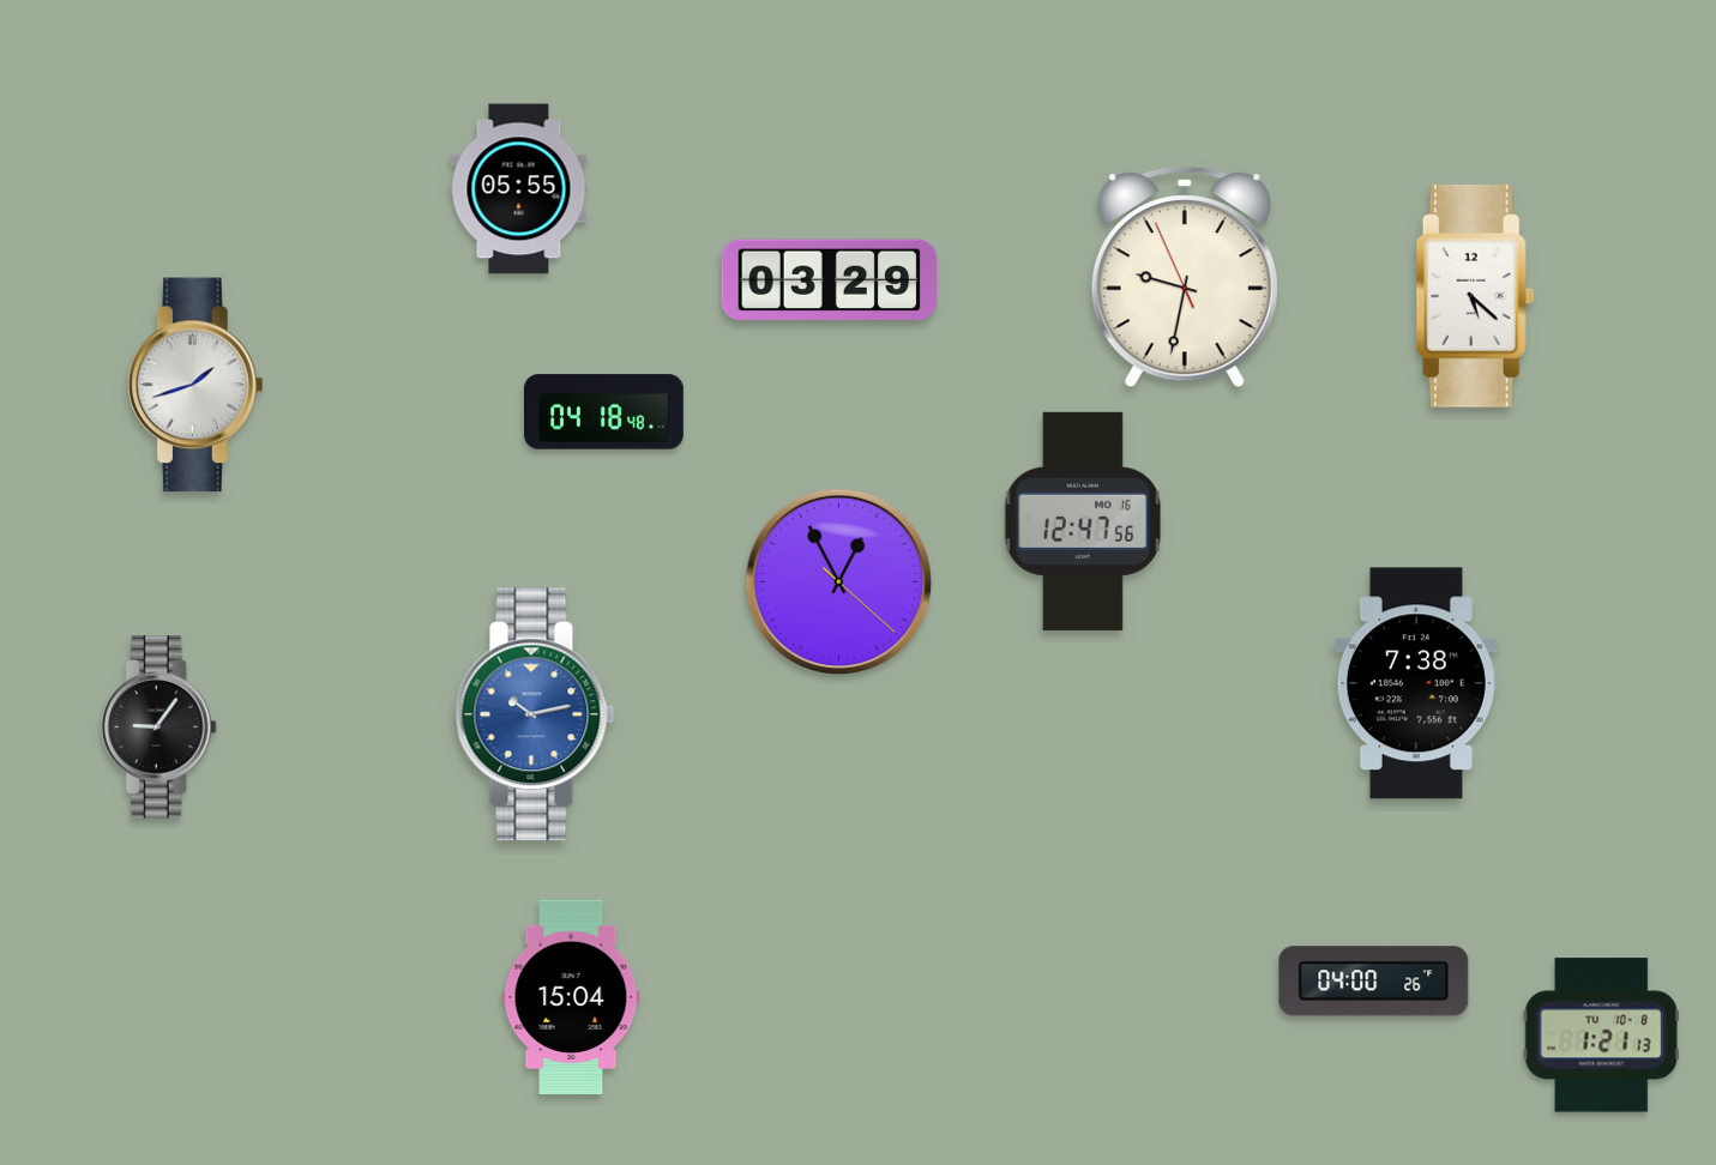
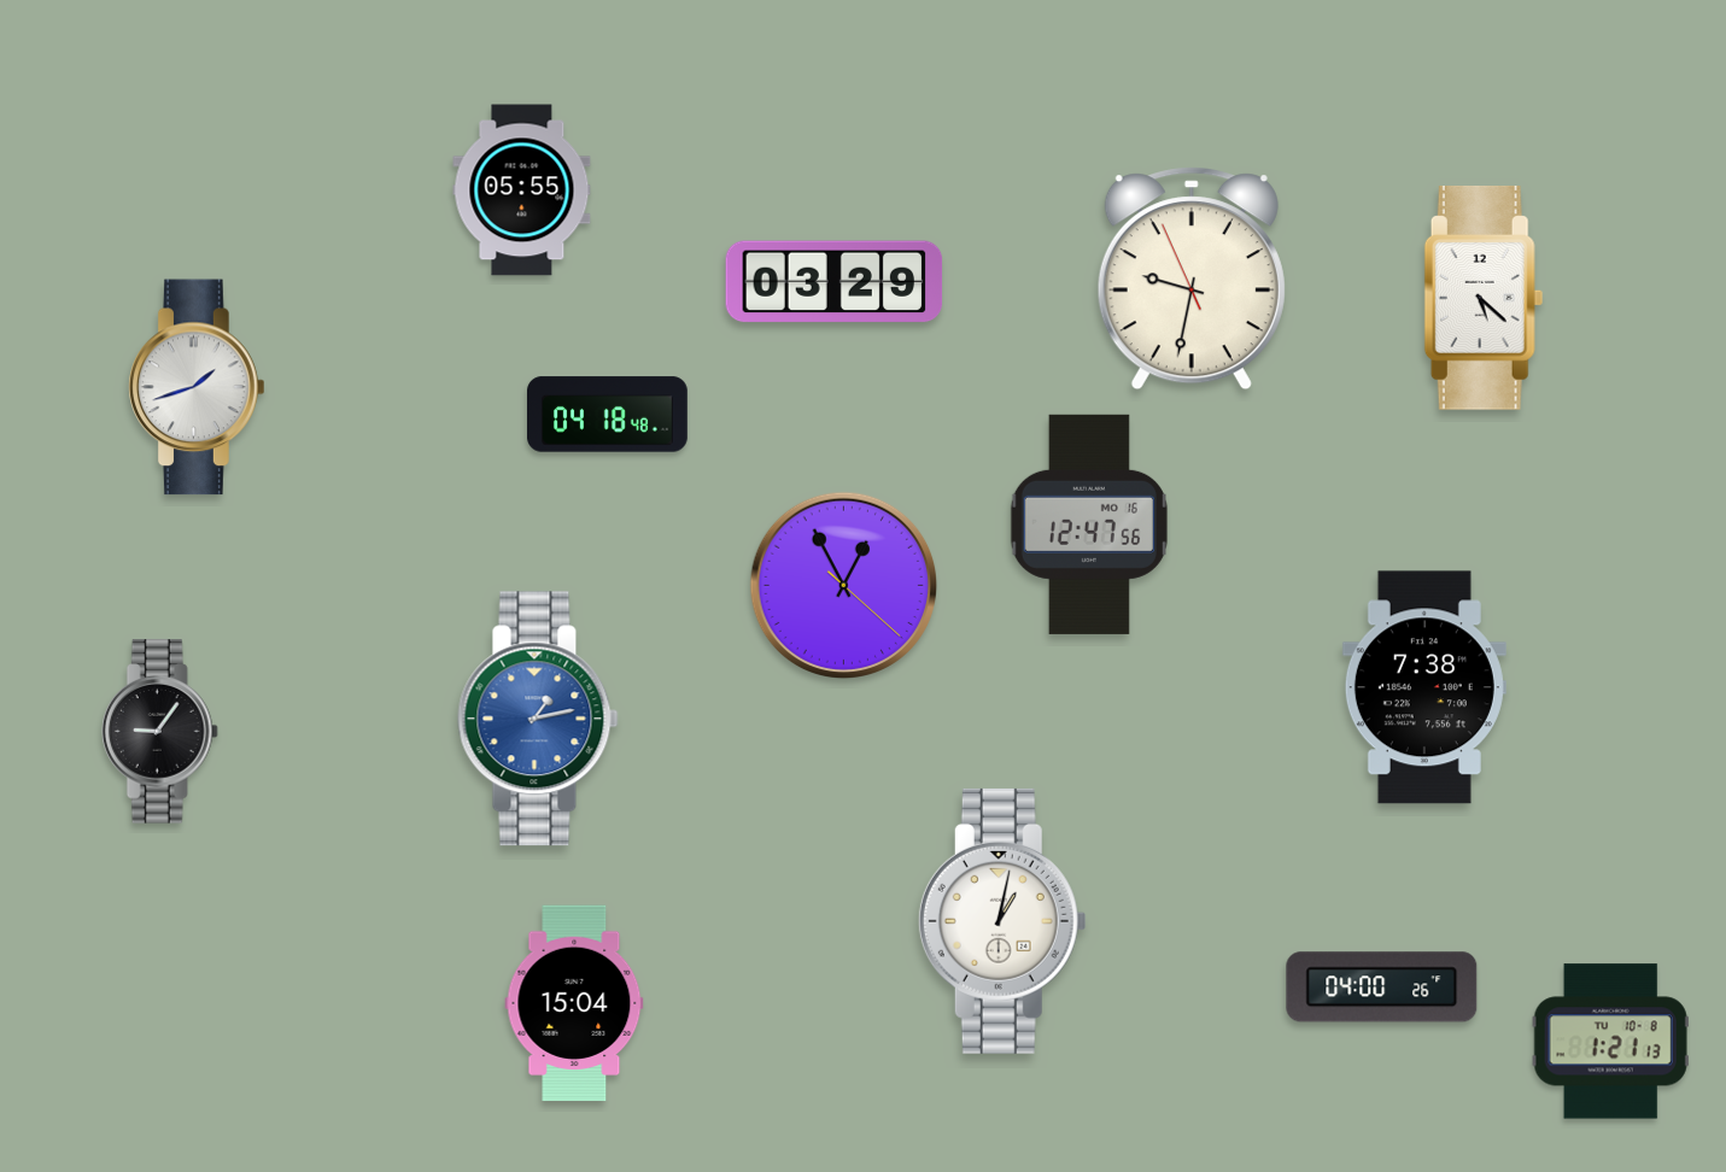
clock at (535, 714): 10:13 -> 1:13
clock at (1002, 921): none -> 1:02
